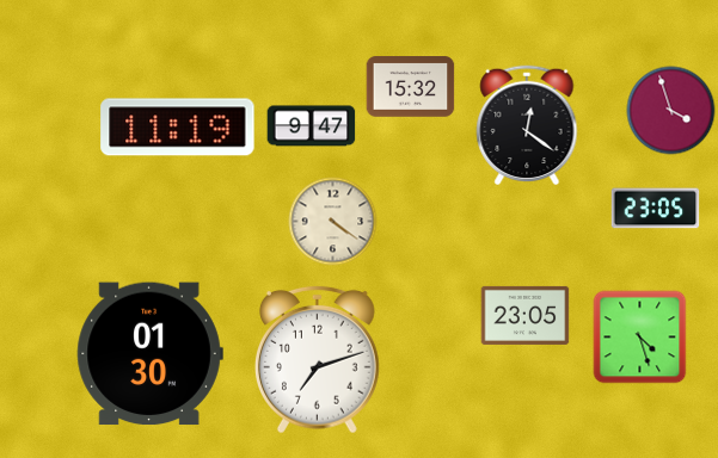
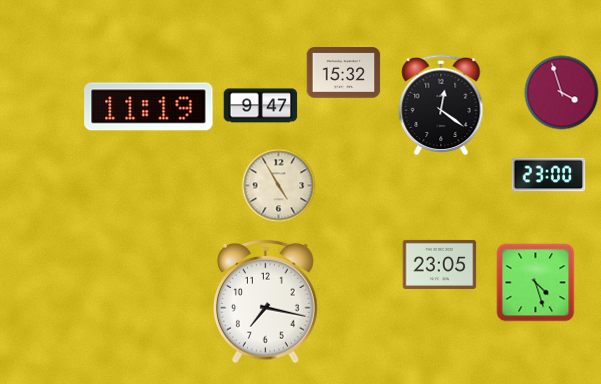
clock at (656, 209): 23:05 -> 23:00
clock at (333, 222): 4:21 -> 4:55
clock at (149, 354): 01:30 -> none
clock at (318, 359): 7:12 -> 7:17
